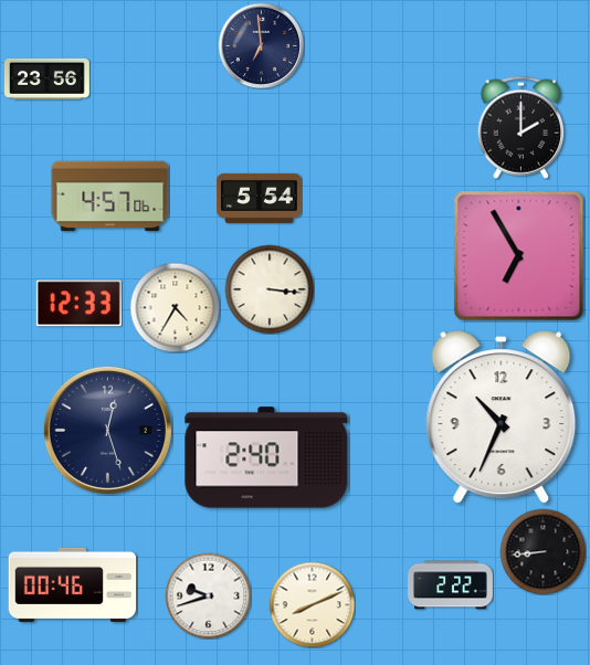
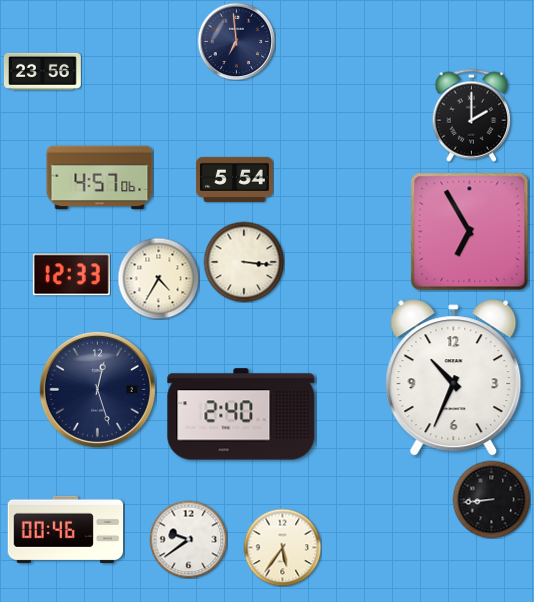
clock at (451, 585): 2:22 -> none
clock at (208, 595): 9:42 -> 9:39
clock at (312, 604): 8:11 -> 5:36
